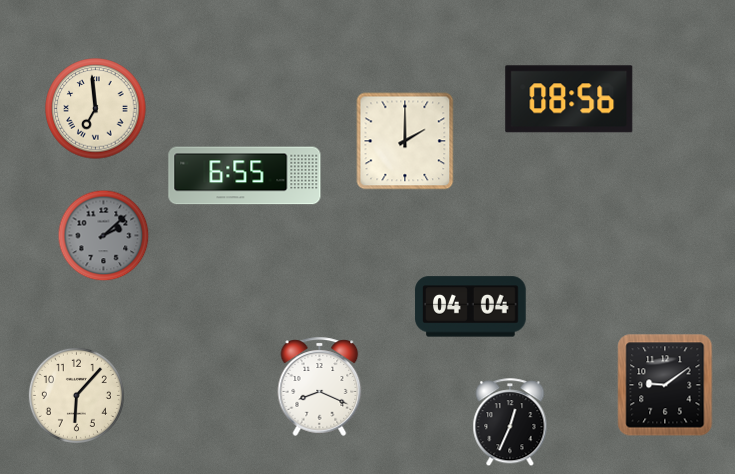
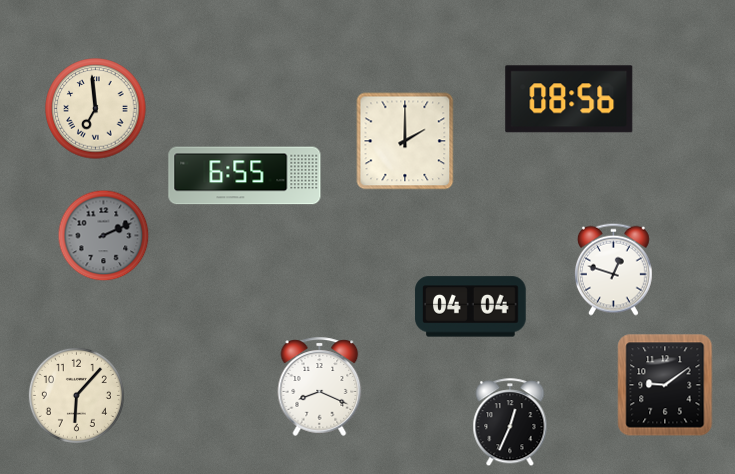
clock at (104, 236): 2:08 -> 2:11
clock at (613, 269): none -> 12:48
